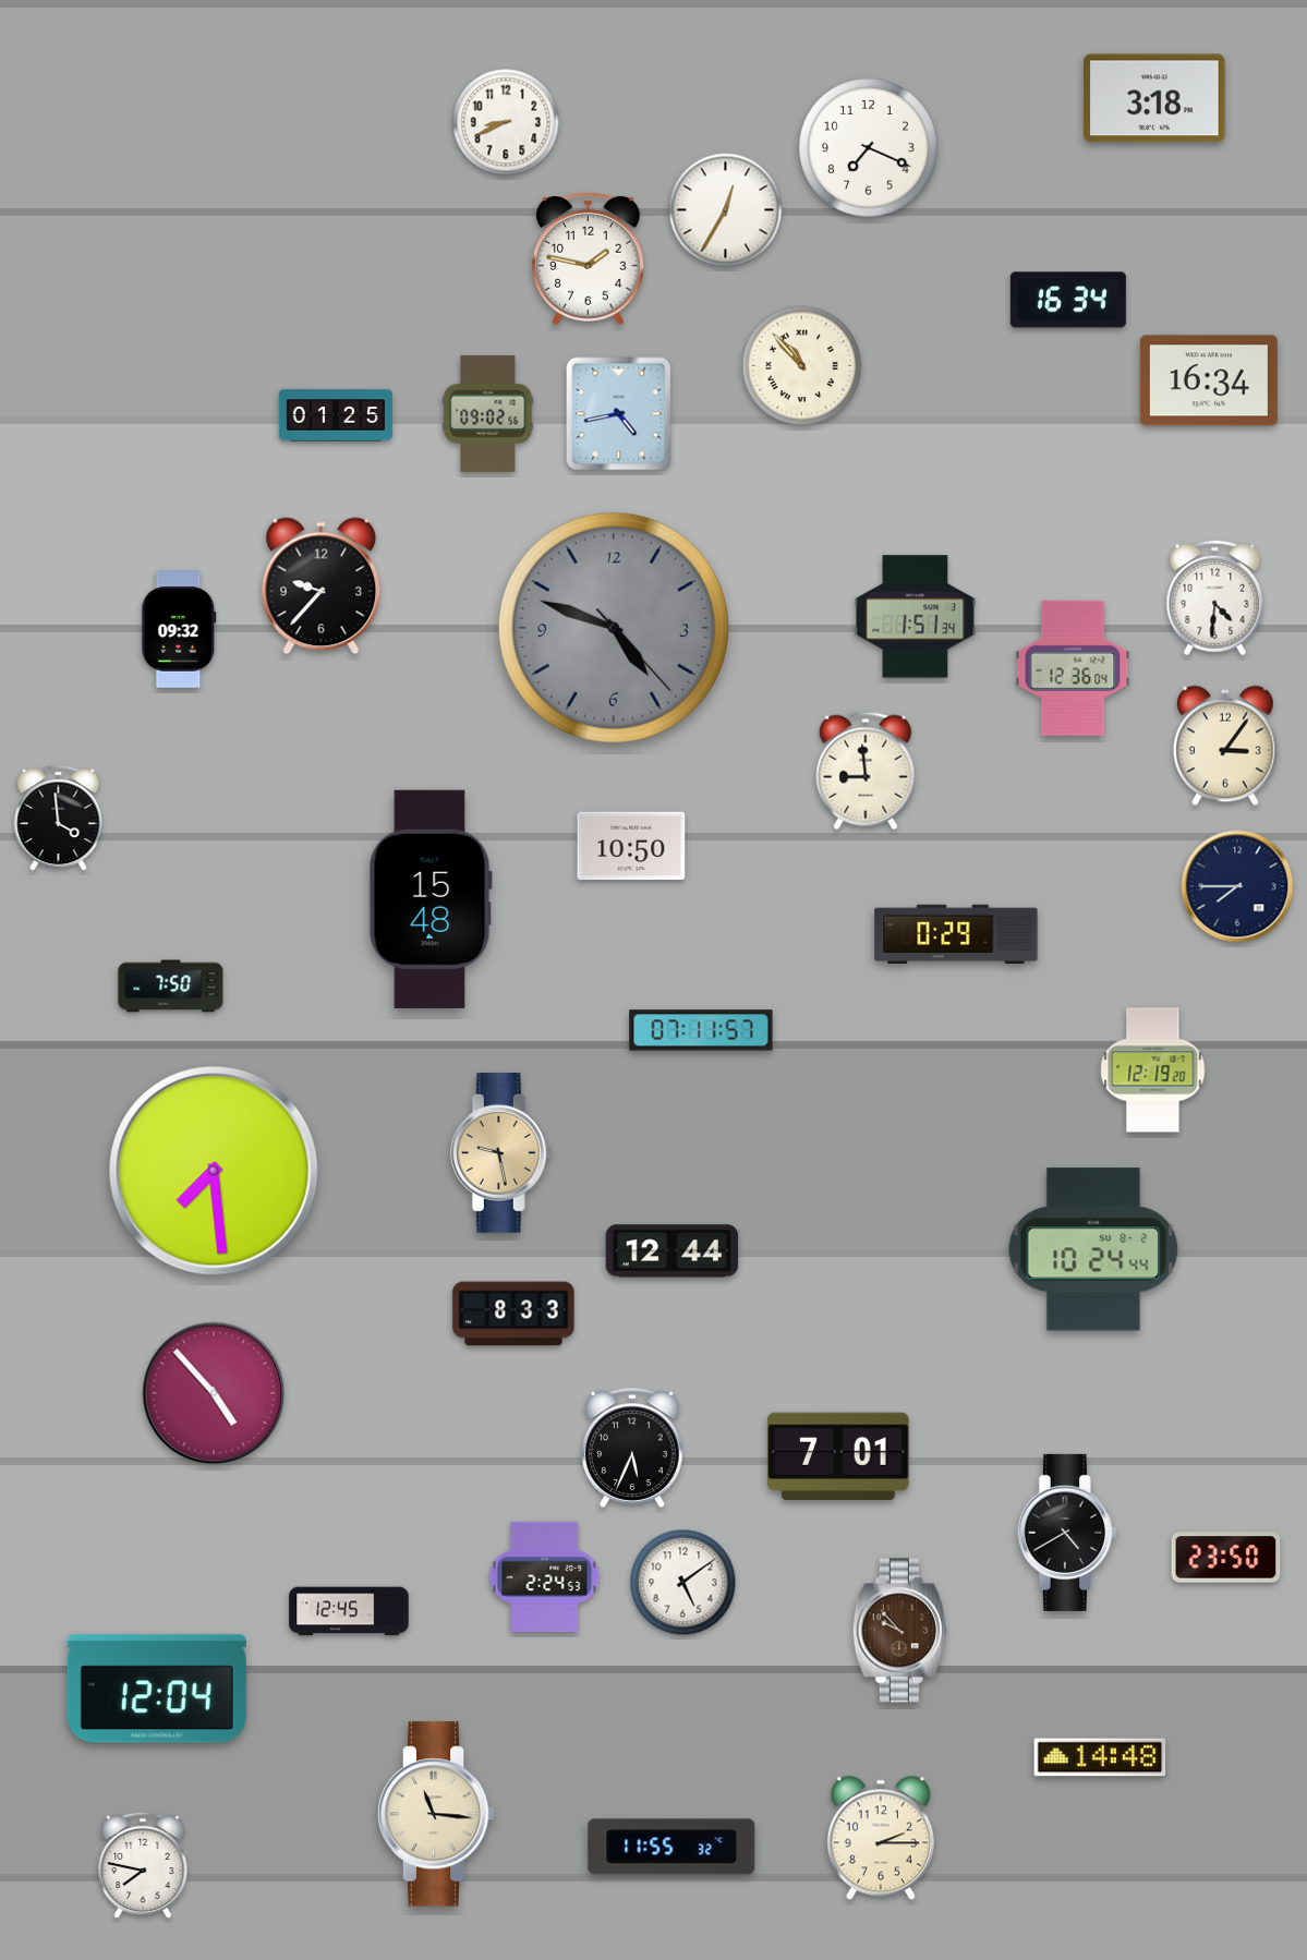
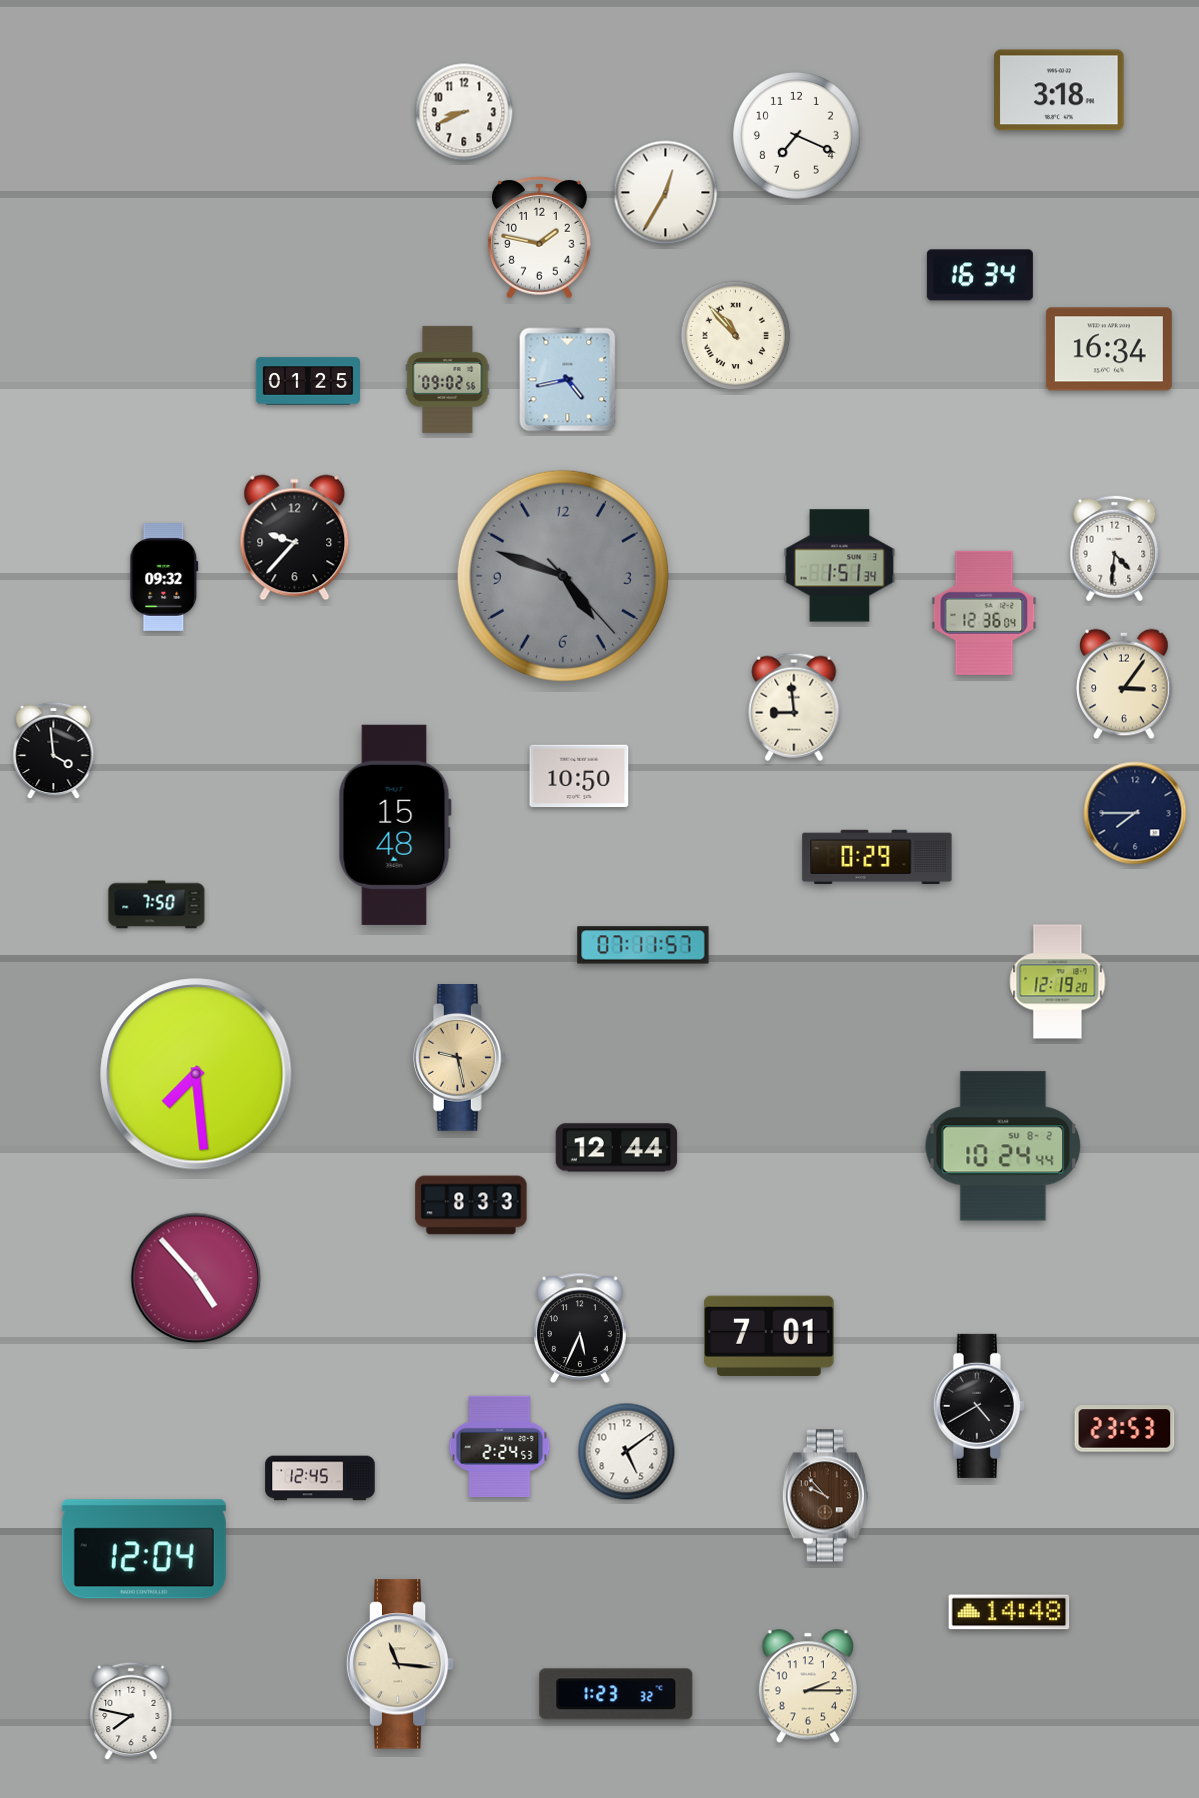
clock at (1226, 1558): 23:50 -> 23:53
clock at (671, 1847): 11:55 -> 1:23
